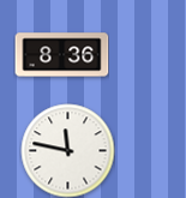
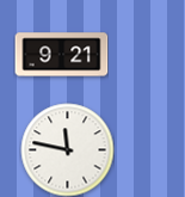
clock at (61, 55): 8:36 -> 9:21
